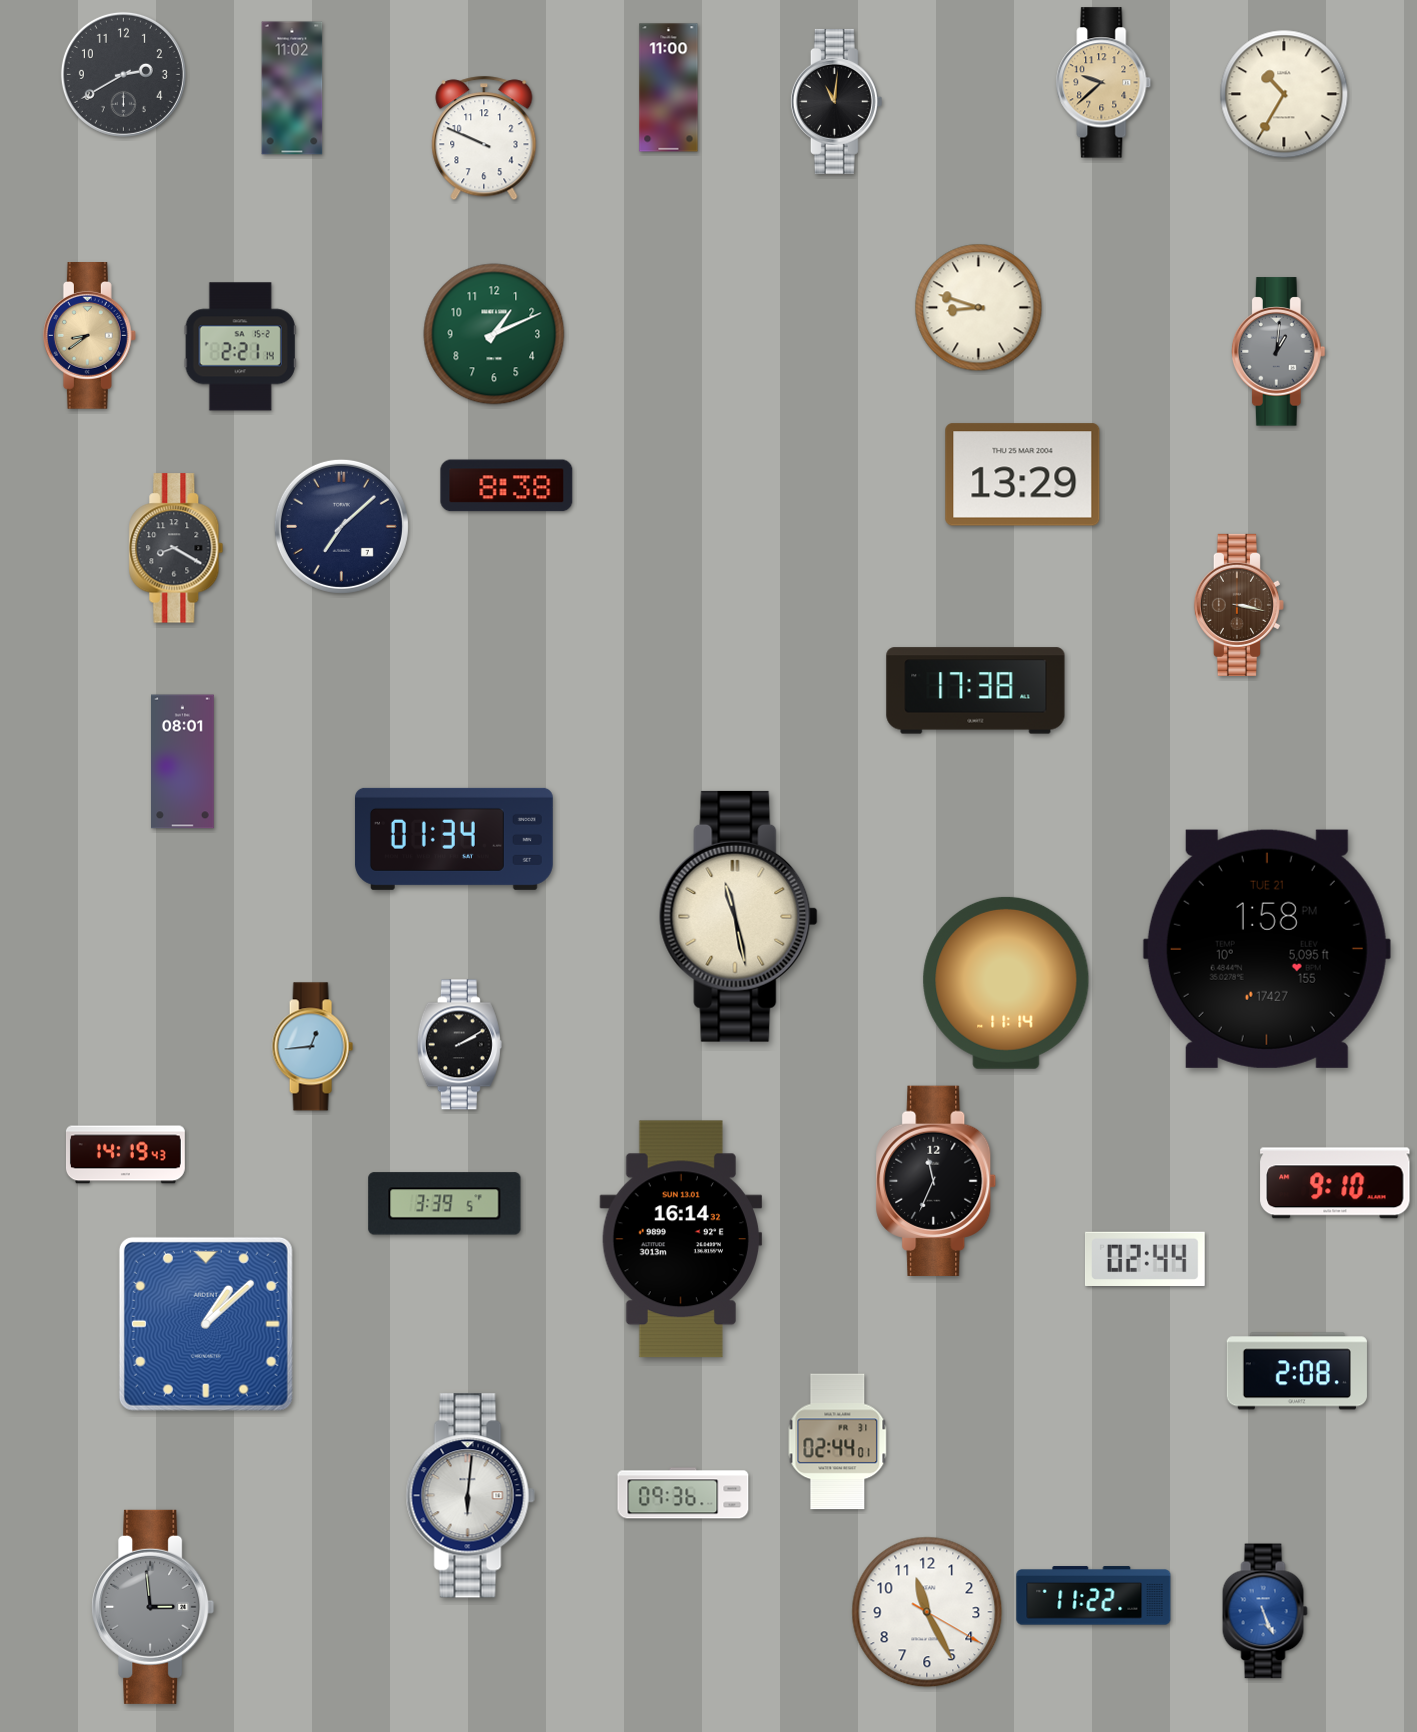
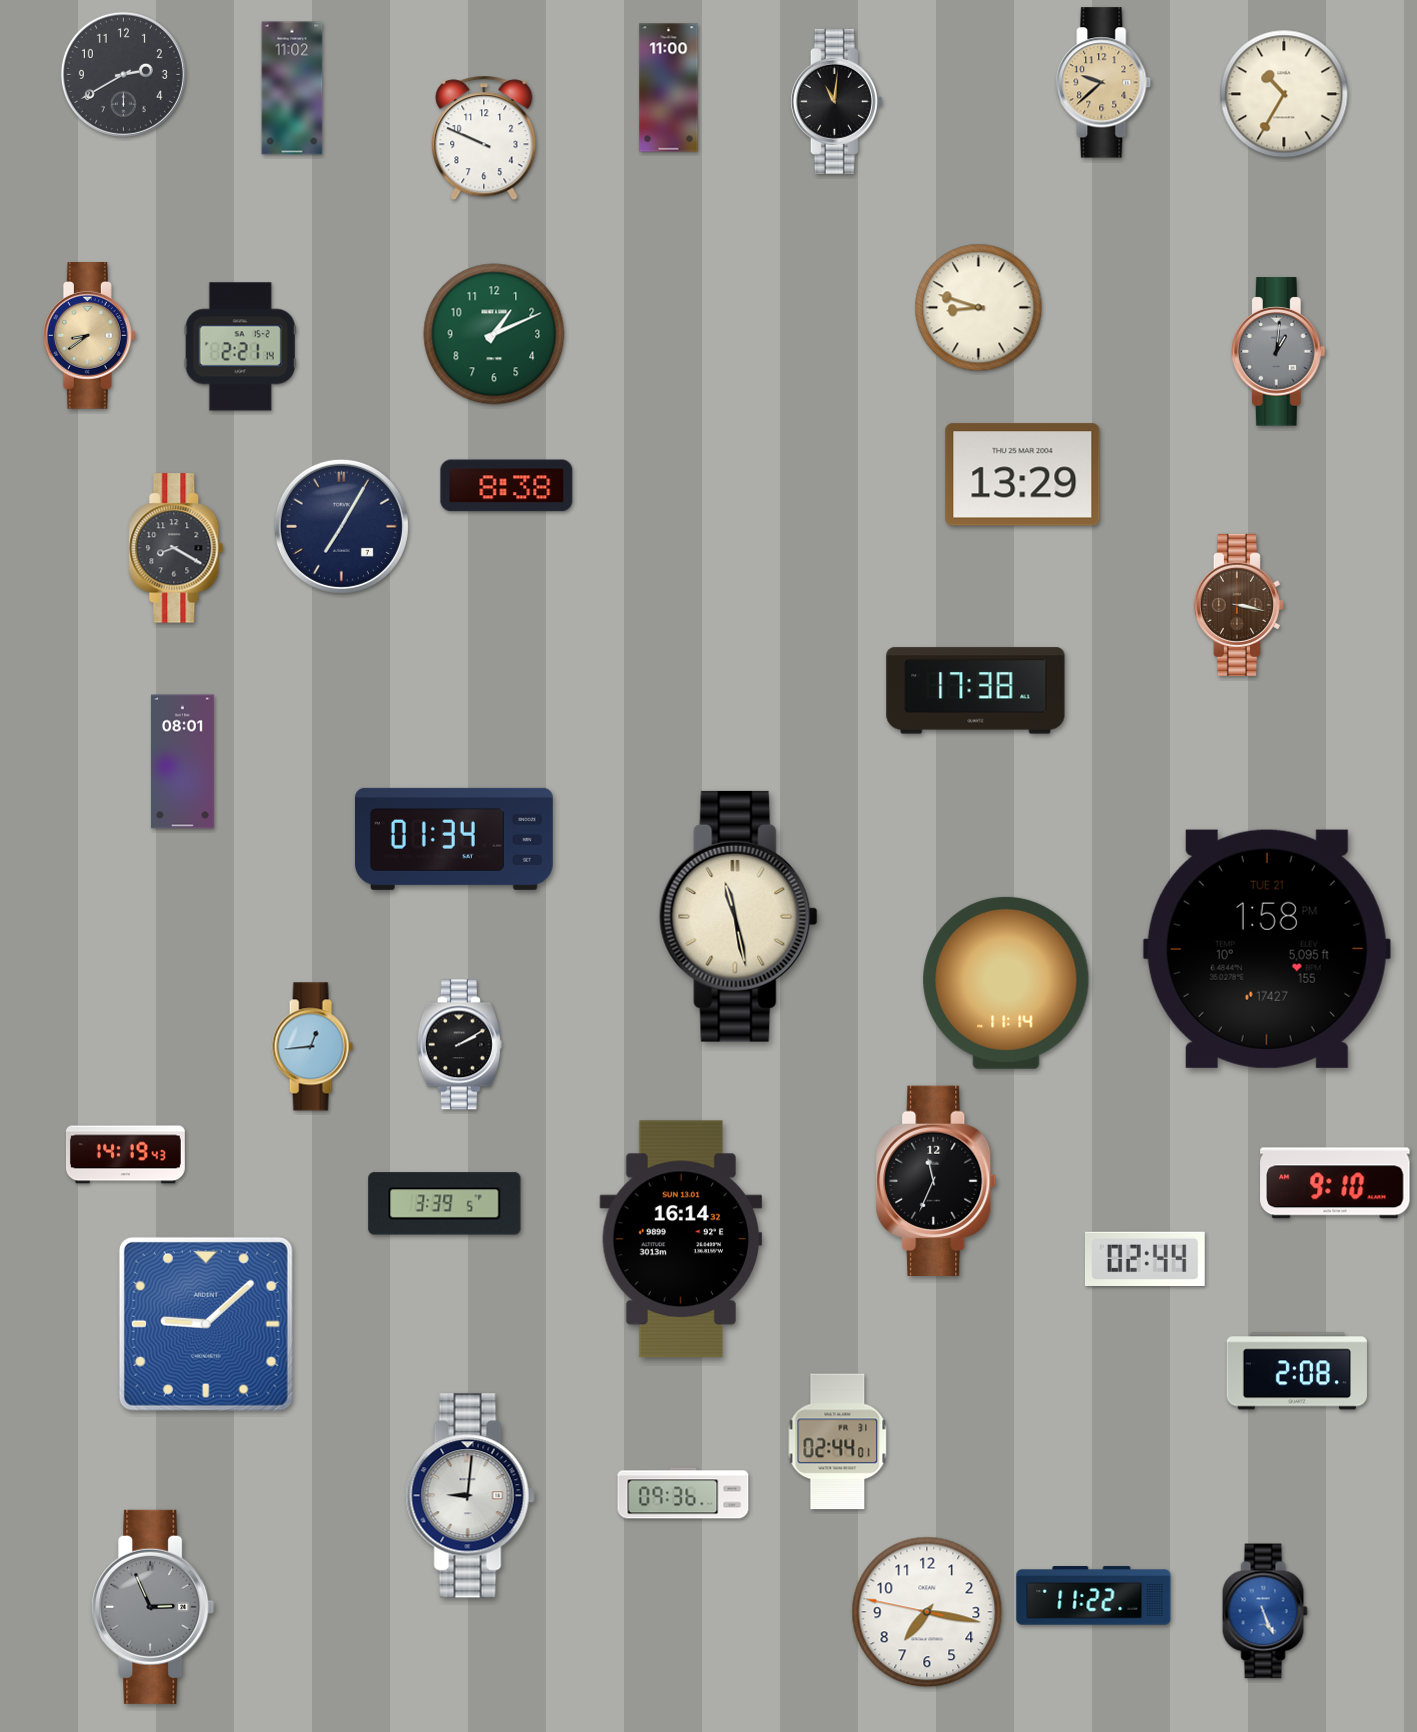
clock at (341, 526): 7:08 -> 7:05
clock at (206, 1324): 1:08 -> 9:08
clock at (470, 1496): 6:01 -> 9:01
clock at (153, 1607): 2:59 -> 2:56
clock at (927, 1612): 11:25 -> 7:16
